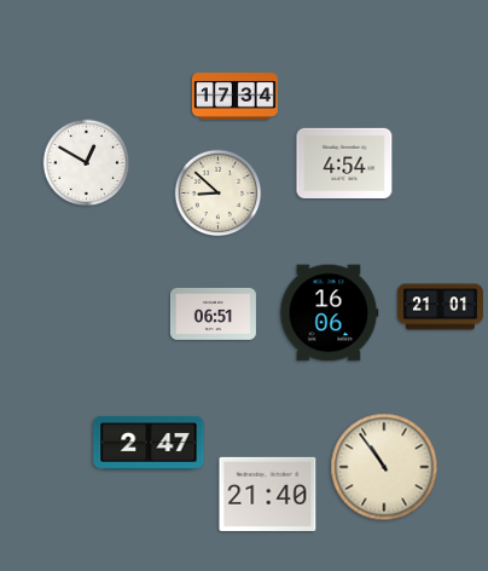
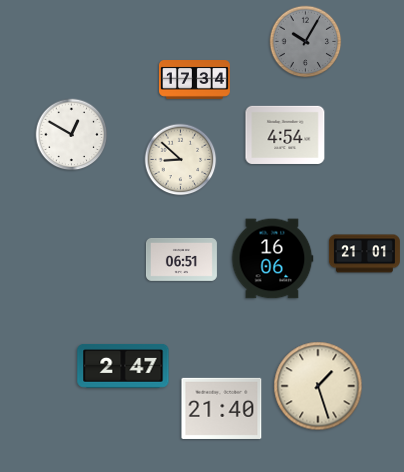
clock at (306, 42): none -> 10:05
clock at (213, 313) position: (213, 313) -> (181, 259)
clock at (384, 467): 10:54 -> 1:27
